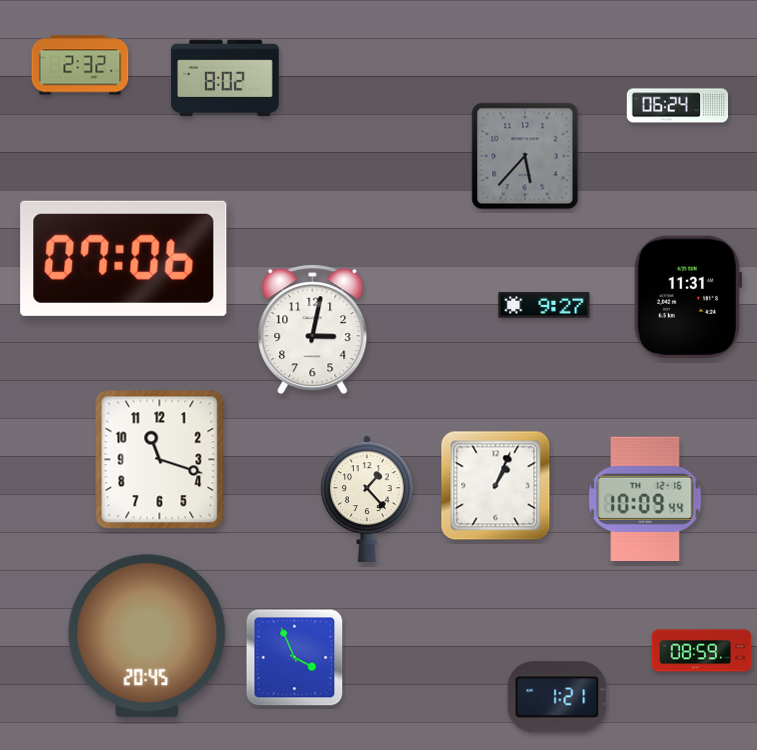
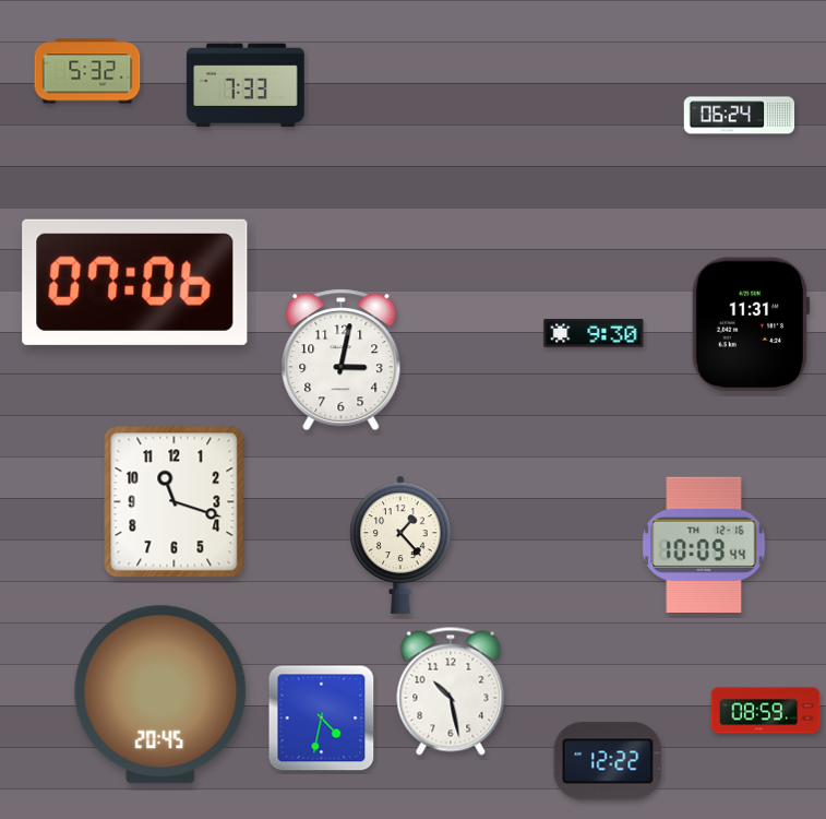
clock at (80, 65): 2:32 -> 5:32
clock at (225, 78): 8:02 -> 7:33
clock at (525, 156): 5:37 -> none
clock at (544, 305): 9:27 -> 9:30
clock at (496, 486): 1:04 -> none
clock at (451, 691): none -> 10:28
clock at (295, 658): 3:56 -> 4:32
clock at (557, 697): 1:21 -> 12:22
